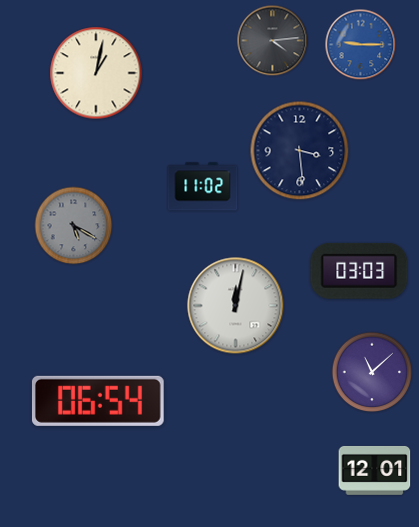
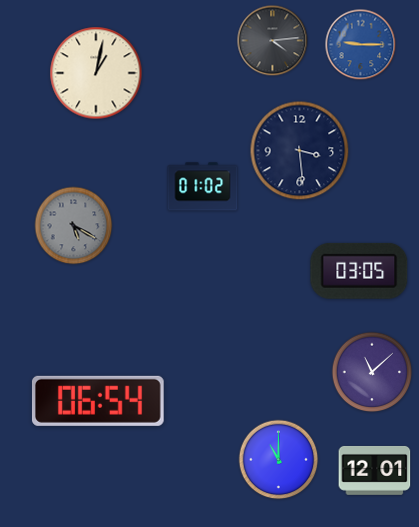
clock at (203, 187): 11:02 -> 01:02
clock at (359, 271): 03:03 -> 03:05
clock at (236, 306): 12:02 -> none
clock at (279, 460): none -> 11:00
